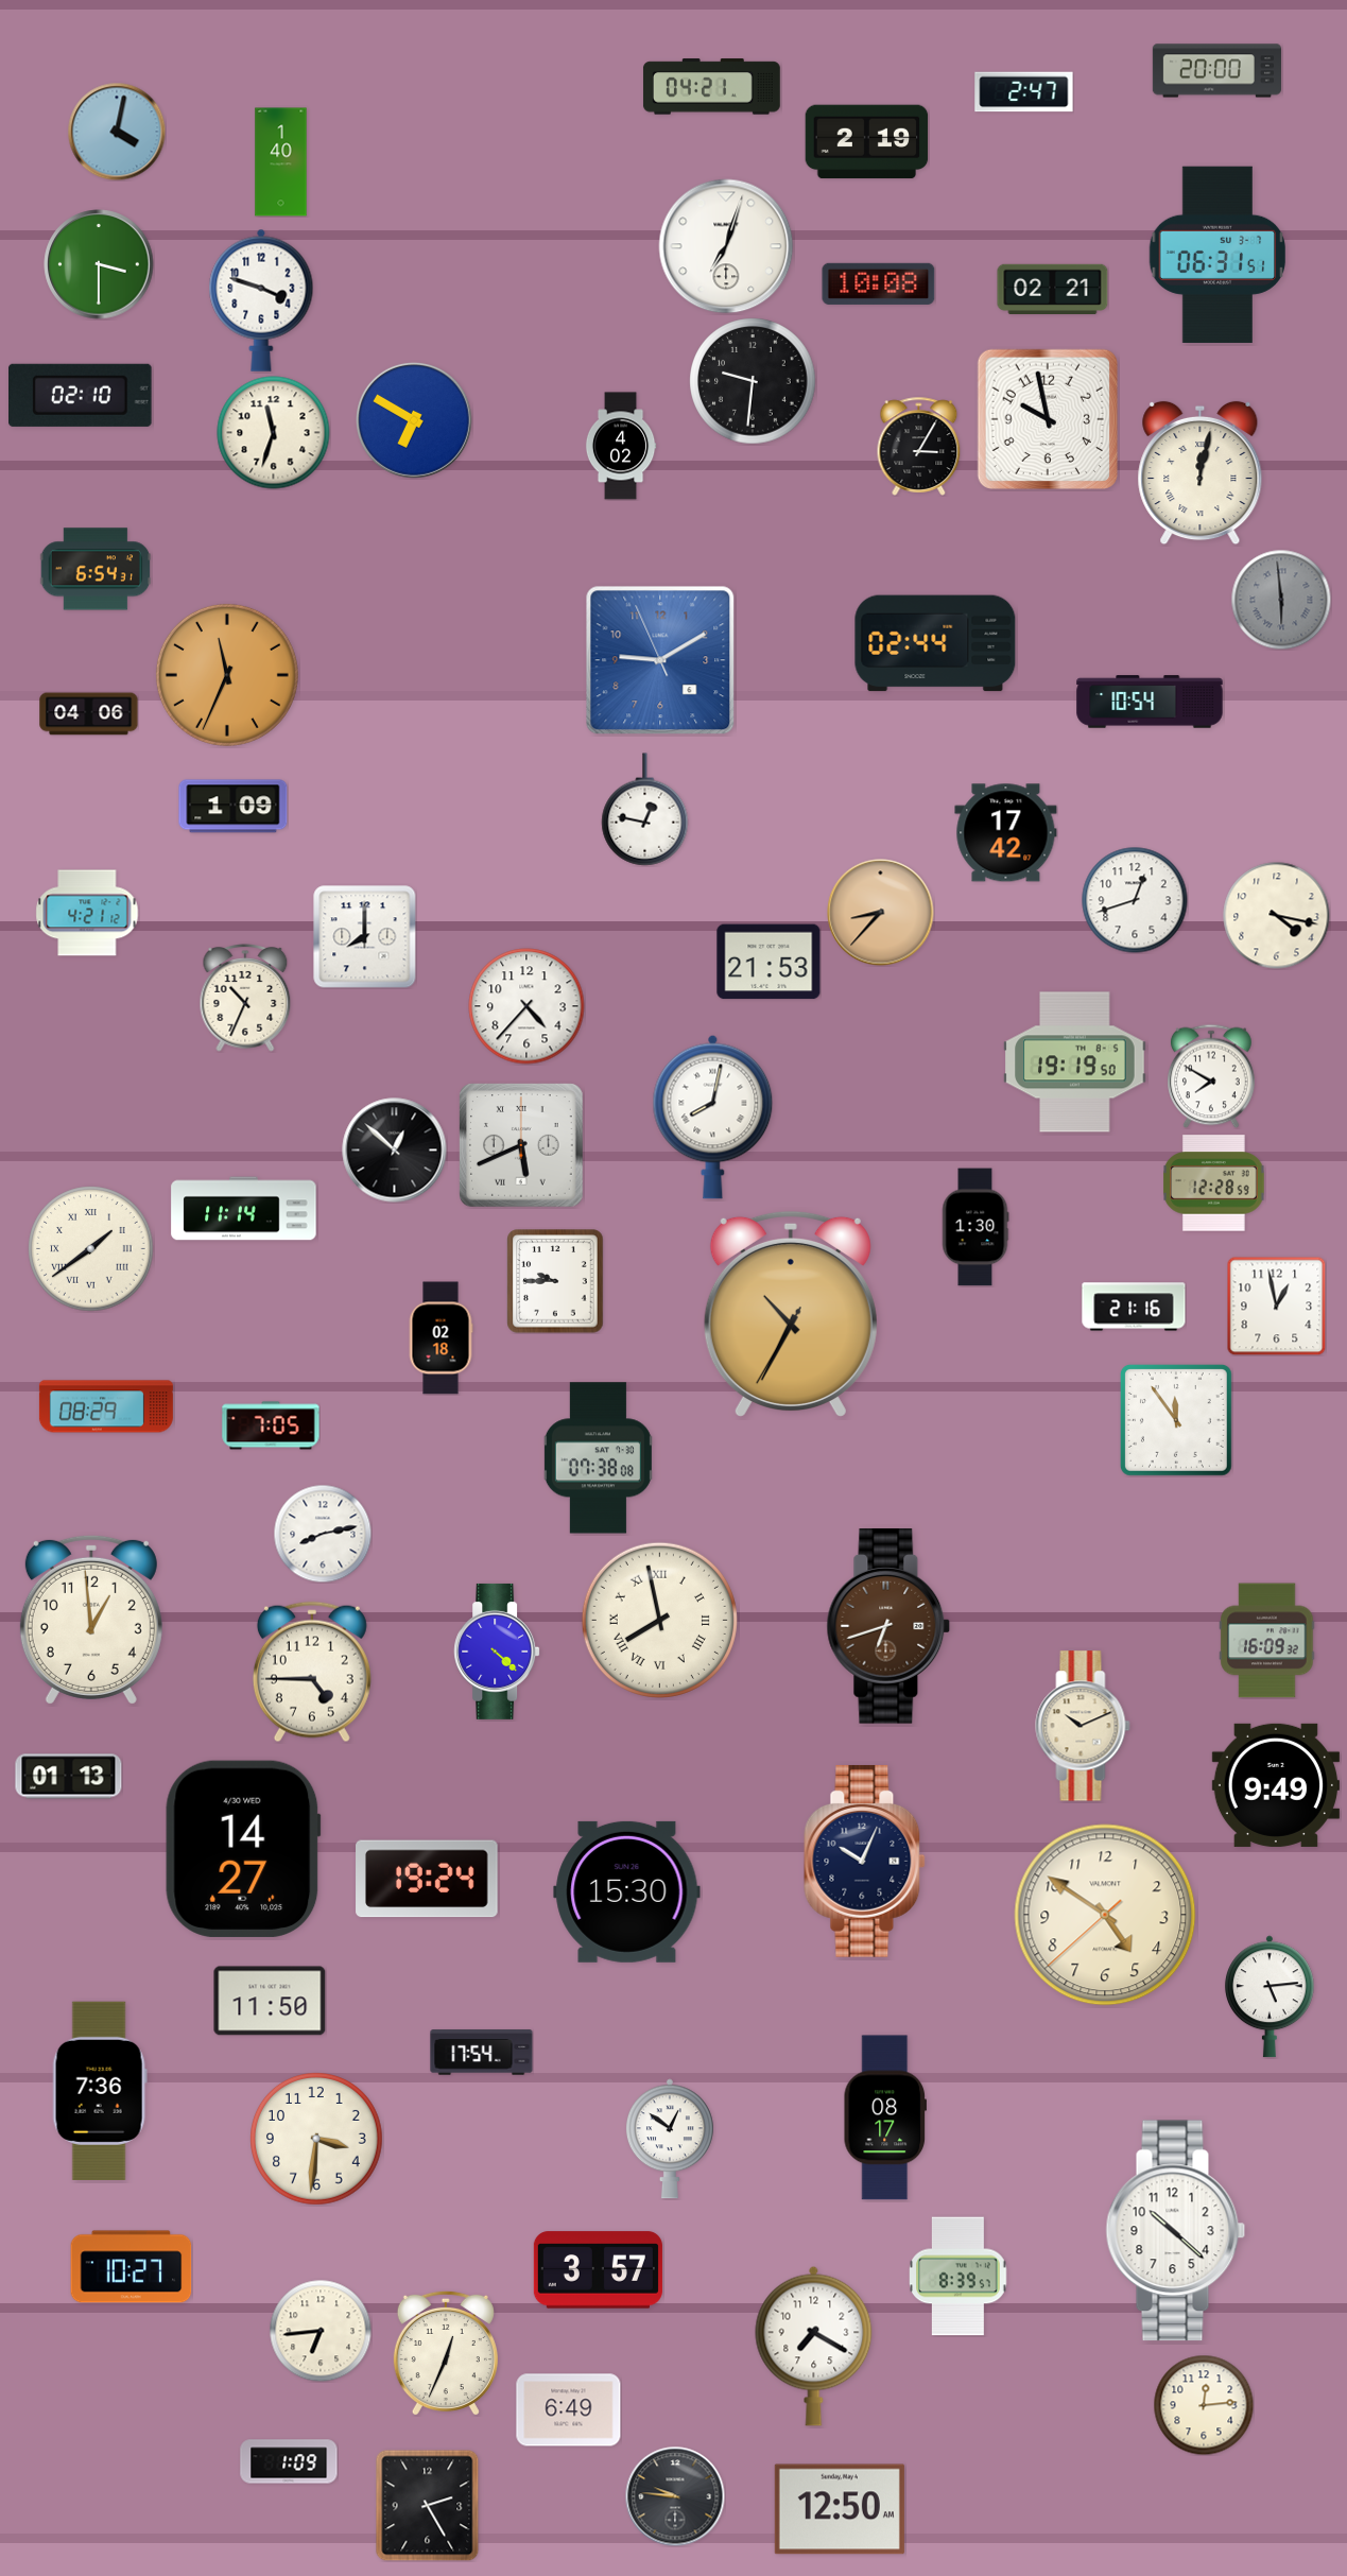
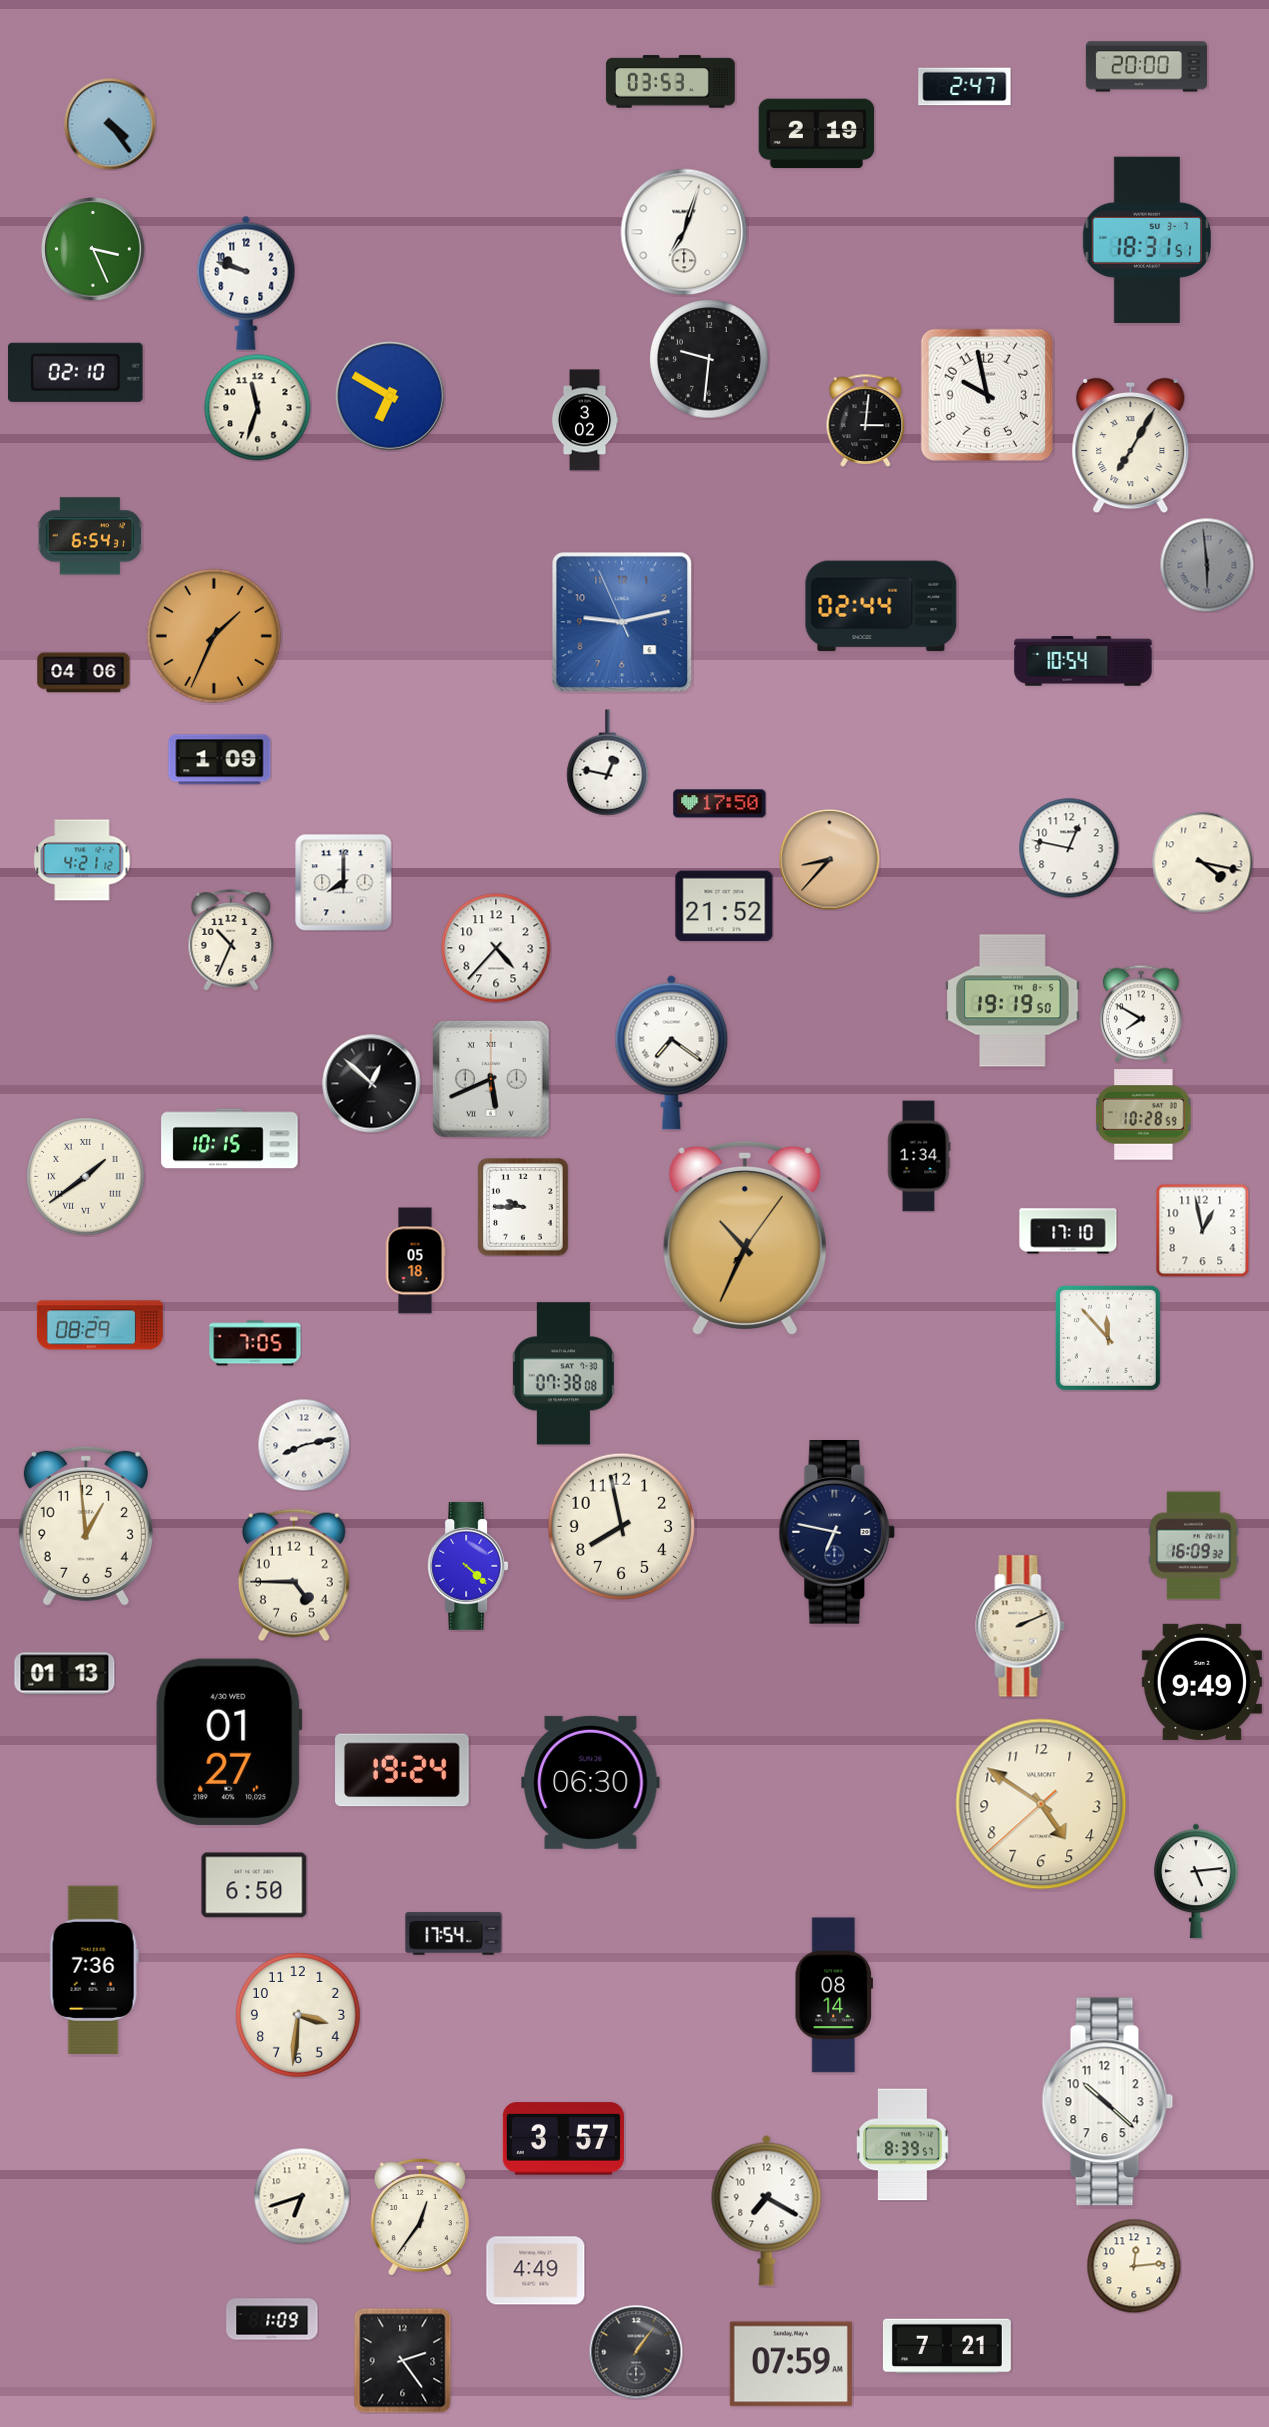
clock at (711, 87): 04:21 -> 03:53
clock at (117, 132): 4:02 -> 4:24
clock at (281, 162): 1:40 -> none
clock at (1218, 254): 06:31 -> 18:31
clock at (99, 264): 3:30 -> 3:26
clock at (879, 283): 10:08 -> none
clock at (1053, 290): 02:21 -> none
clock at (261, 300): 3:48 -> 9:48
clock at (621, 446): 4:02 -> 3:02
clock at (919, 446): 3:05 -> 3:01
clock at (1201, 473): 12:02 -> 7:05
clock at (660, 660): 9:09 -> 9:12
clock at (227, 675): 11:34 -> 1:34
clock at (1006, 833): 17:42 -> none
clock at (720, 804): none -> 17:50
clock at (1135, 900): 12:42 -> 12:47
clock at (769, 962): 21:53 -> 21:52
clock at (713, 1117): 8:02 -> 7:21
clock at (1214, 1183): 12:28 -> 10:28
clock at (244, 1209): 11:14 -> 10:15
clock at (975, 1227): 1:30 -> 1:34
clock at (1134, 1307): 21:16 -> 17:10
clock at (791, 1313): 10:34:35 -> 10:34:06
clock at (441, 1338): 02:18 -> 05:18
clock at (1176, 1420): 11:54 -> 11:53
clock at (659, 1620) numerals: Roman -> Arabic
clock at (888, 1627): 6:42 -> 6:47
clock at (888, 1627) dial: brown -> navy
clock at (497, 1652) position: (497, 1652) -> (468, 1566)
clock at (1083, 1726): 10:11 -> 2:11
clock at (243, 1849): 14:27 -> 01:27
clock at (865, 1861): 10:04 -> none
clock at (627, 1891): 15:30 -> 06:30
clock at (270, 2001): 11:50 -> 6:50
clock at (884, 2117): 08:17 -> 08:14
clock at (670, 2139): 12:51 -> none
clock at (132, 2267): 10:27 -> none
clock at (321, 2331): 6:44 -> 6:42
clock at (446, 2353): 12:34 -> 12:36
clock at (569, 2410): 6:49 -> 4:49
clock at (947, 2346): none -> 7:21
clock at (675, 2496): 9:46 -> 1:06
clock at (428, 2506): 2:25 -> 2:24
clock at (840, 2509): 12:50 -> 07:59
